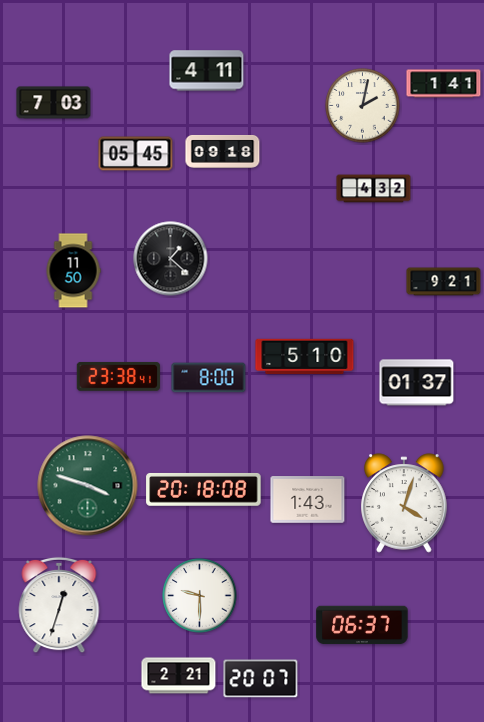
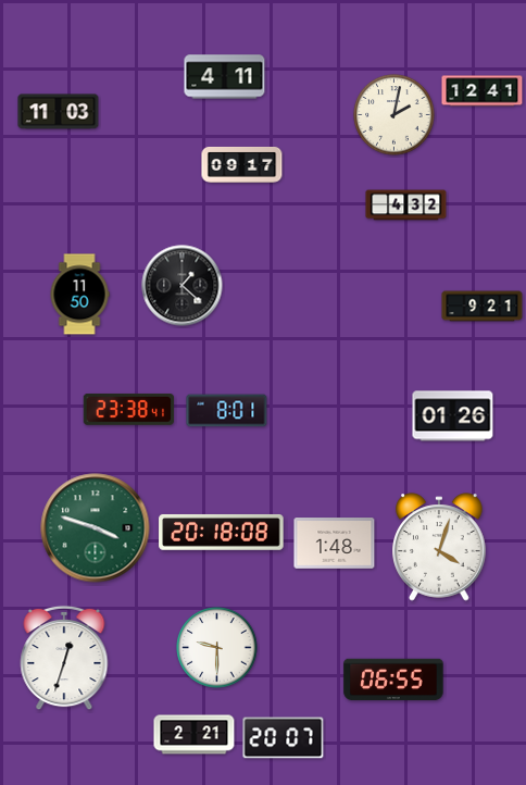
clock at (444, 84): 1:41 -> 12:41
clock at (54, 103): 7:03 -> 11:03
clock at (223, 152): 09:18 -> 09:17
clock at (136, 154): 05:45 -> none
clock at (171, 259) position: (171, 259) -> (183, 286)
clock at (305, 357): 5:10 -> none
clock at (209, 378): 8:00 -> 8:01
clock at (417, 383): 01:37 -> 01:26
clock at (308, 500): 1:43 -> 1:48
clock at (362, 625): 06:37 -> 06:55
